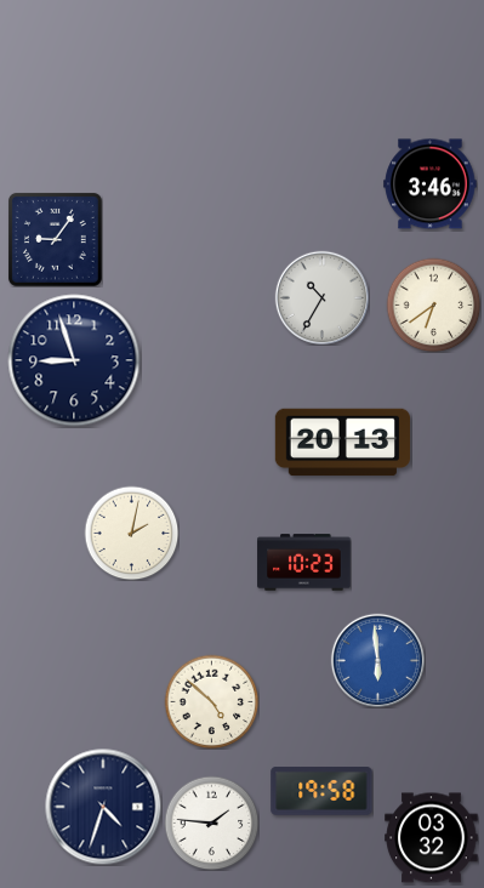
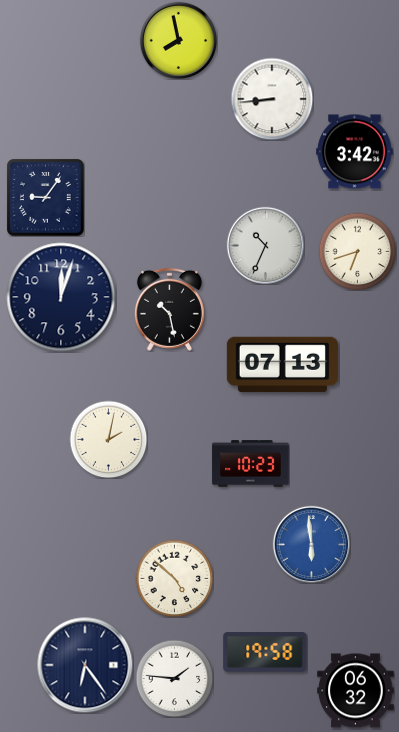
clock at (178, 40): none -> 7:58
clock at (272, 99): none -> 8:44
clock at (431, 184): 3:46 -> 3:42
clock at (321, 297): 10:35 -> 10:34
clock at (433, 304): 6:39 -> 6:42
clock at (74, 360): 8:57 -> 12:03
clock at (169, 309): none -> 10:28
clock at (342, 443): 20:13 -> 07:13
clock at (103, 807): 4:33 -> 6:24
clock at (432, 838): 03:32 -> 06:32
